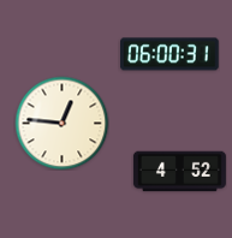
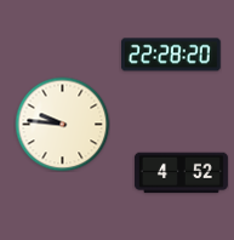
clock at (171, 54): 06:00 -> 22:28
clock at (61, 123): 12:46 -> 9:46
